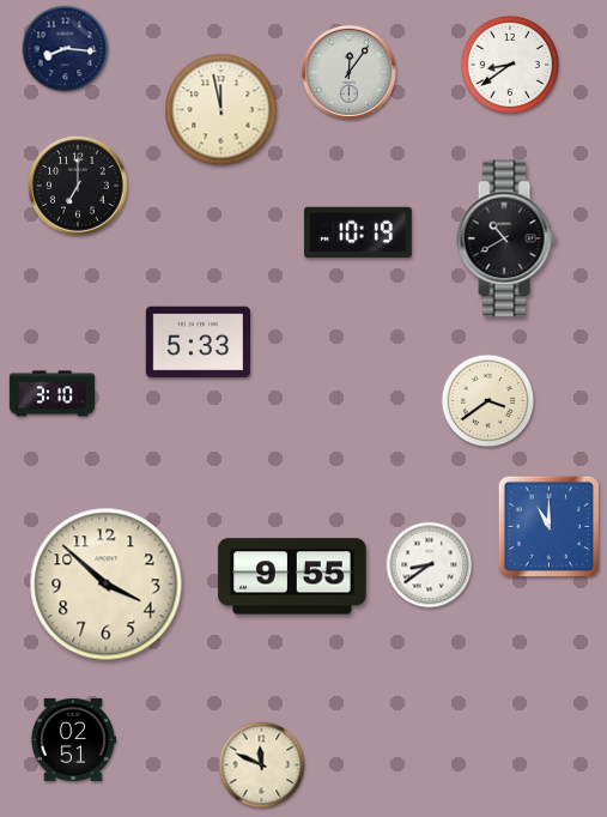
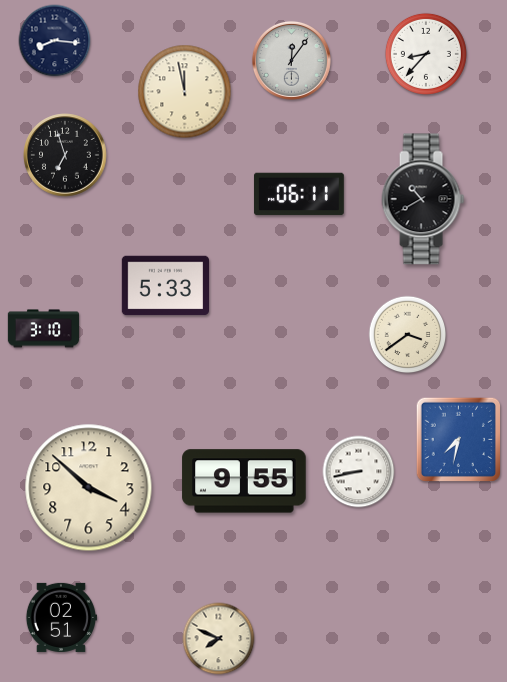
clock at (510, 65): 8:39 -> 8:37
clock at (78, 186): 7:00 -> 6:57
clock at (358, 232): 10:19 -> 06:11
clock at (548, 526): 11:00 -> 7:32
clock at (430, 565): 8:39 -> 8:43
clock at (262, 765): 11:49 -> 7:49
